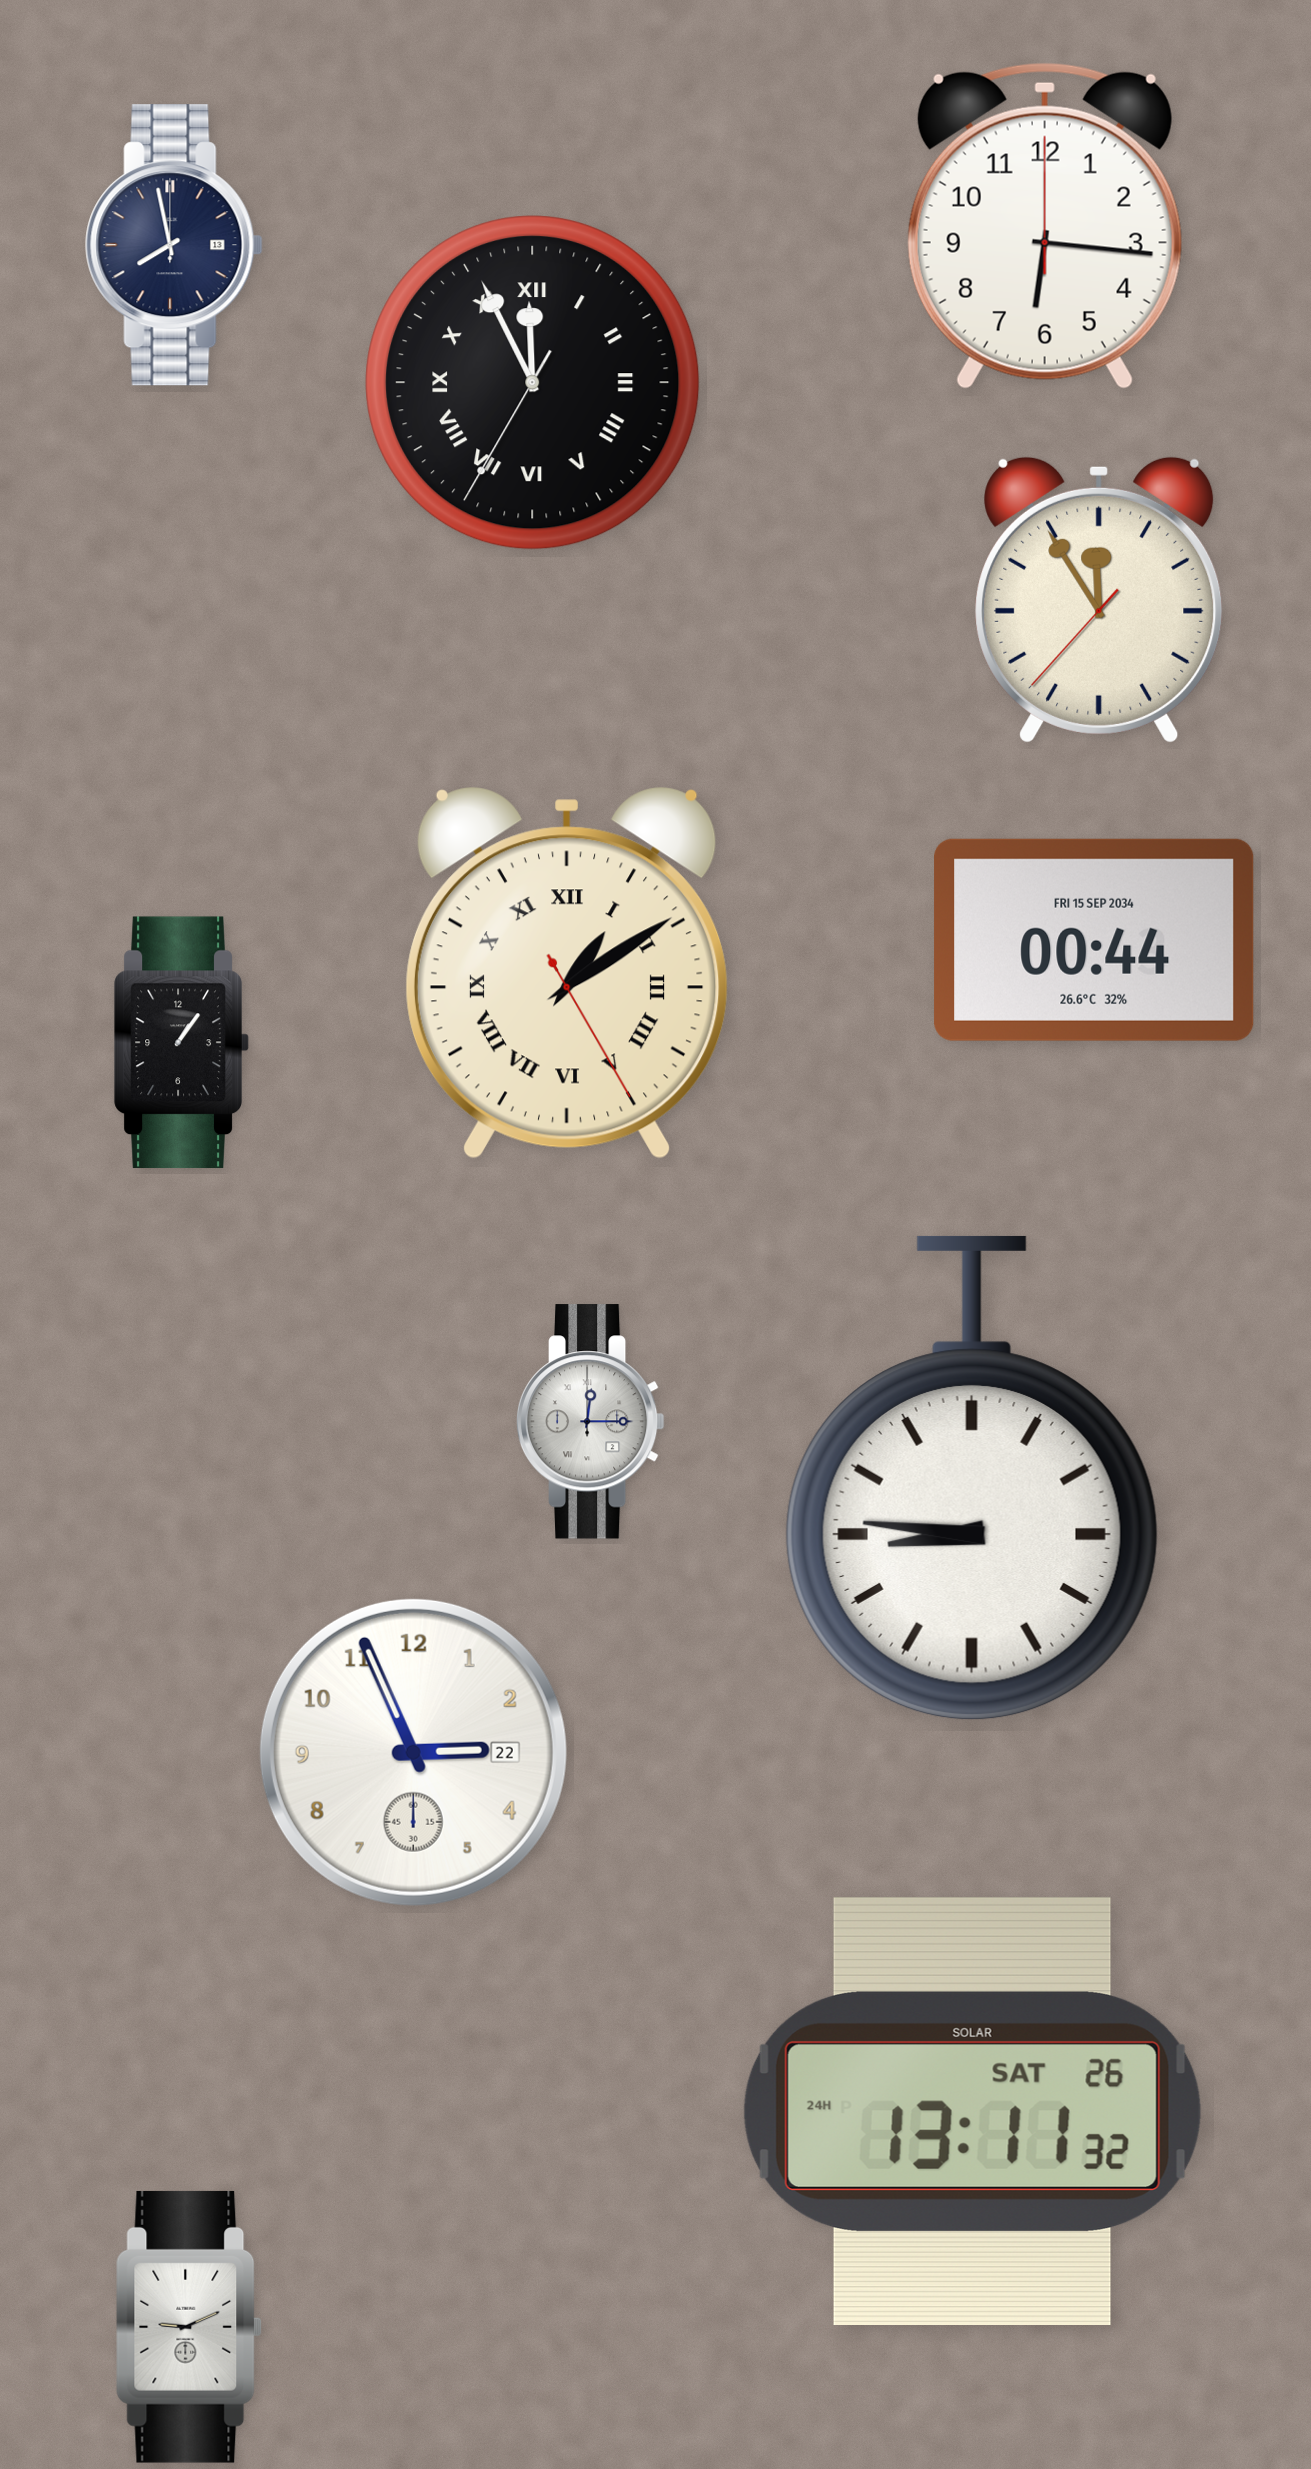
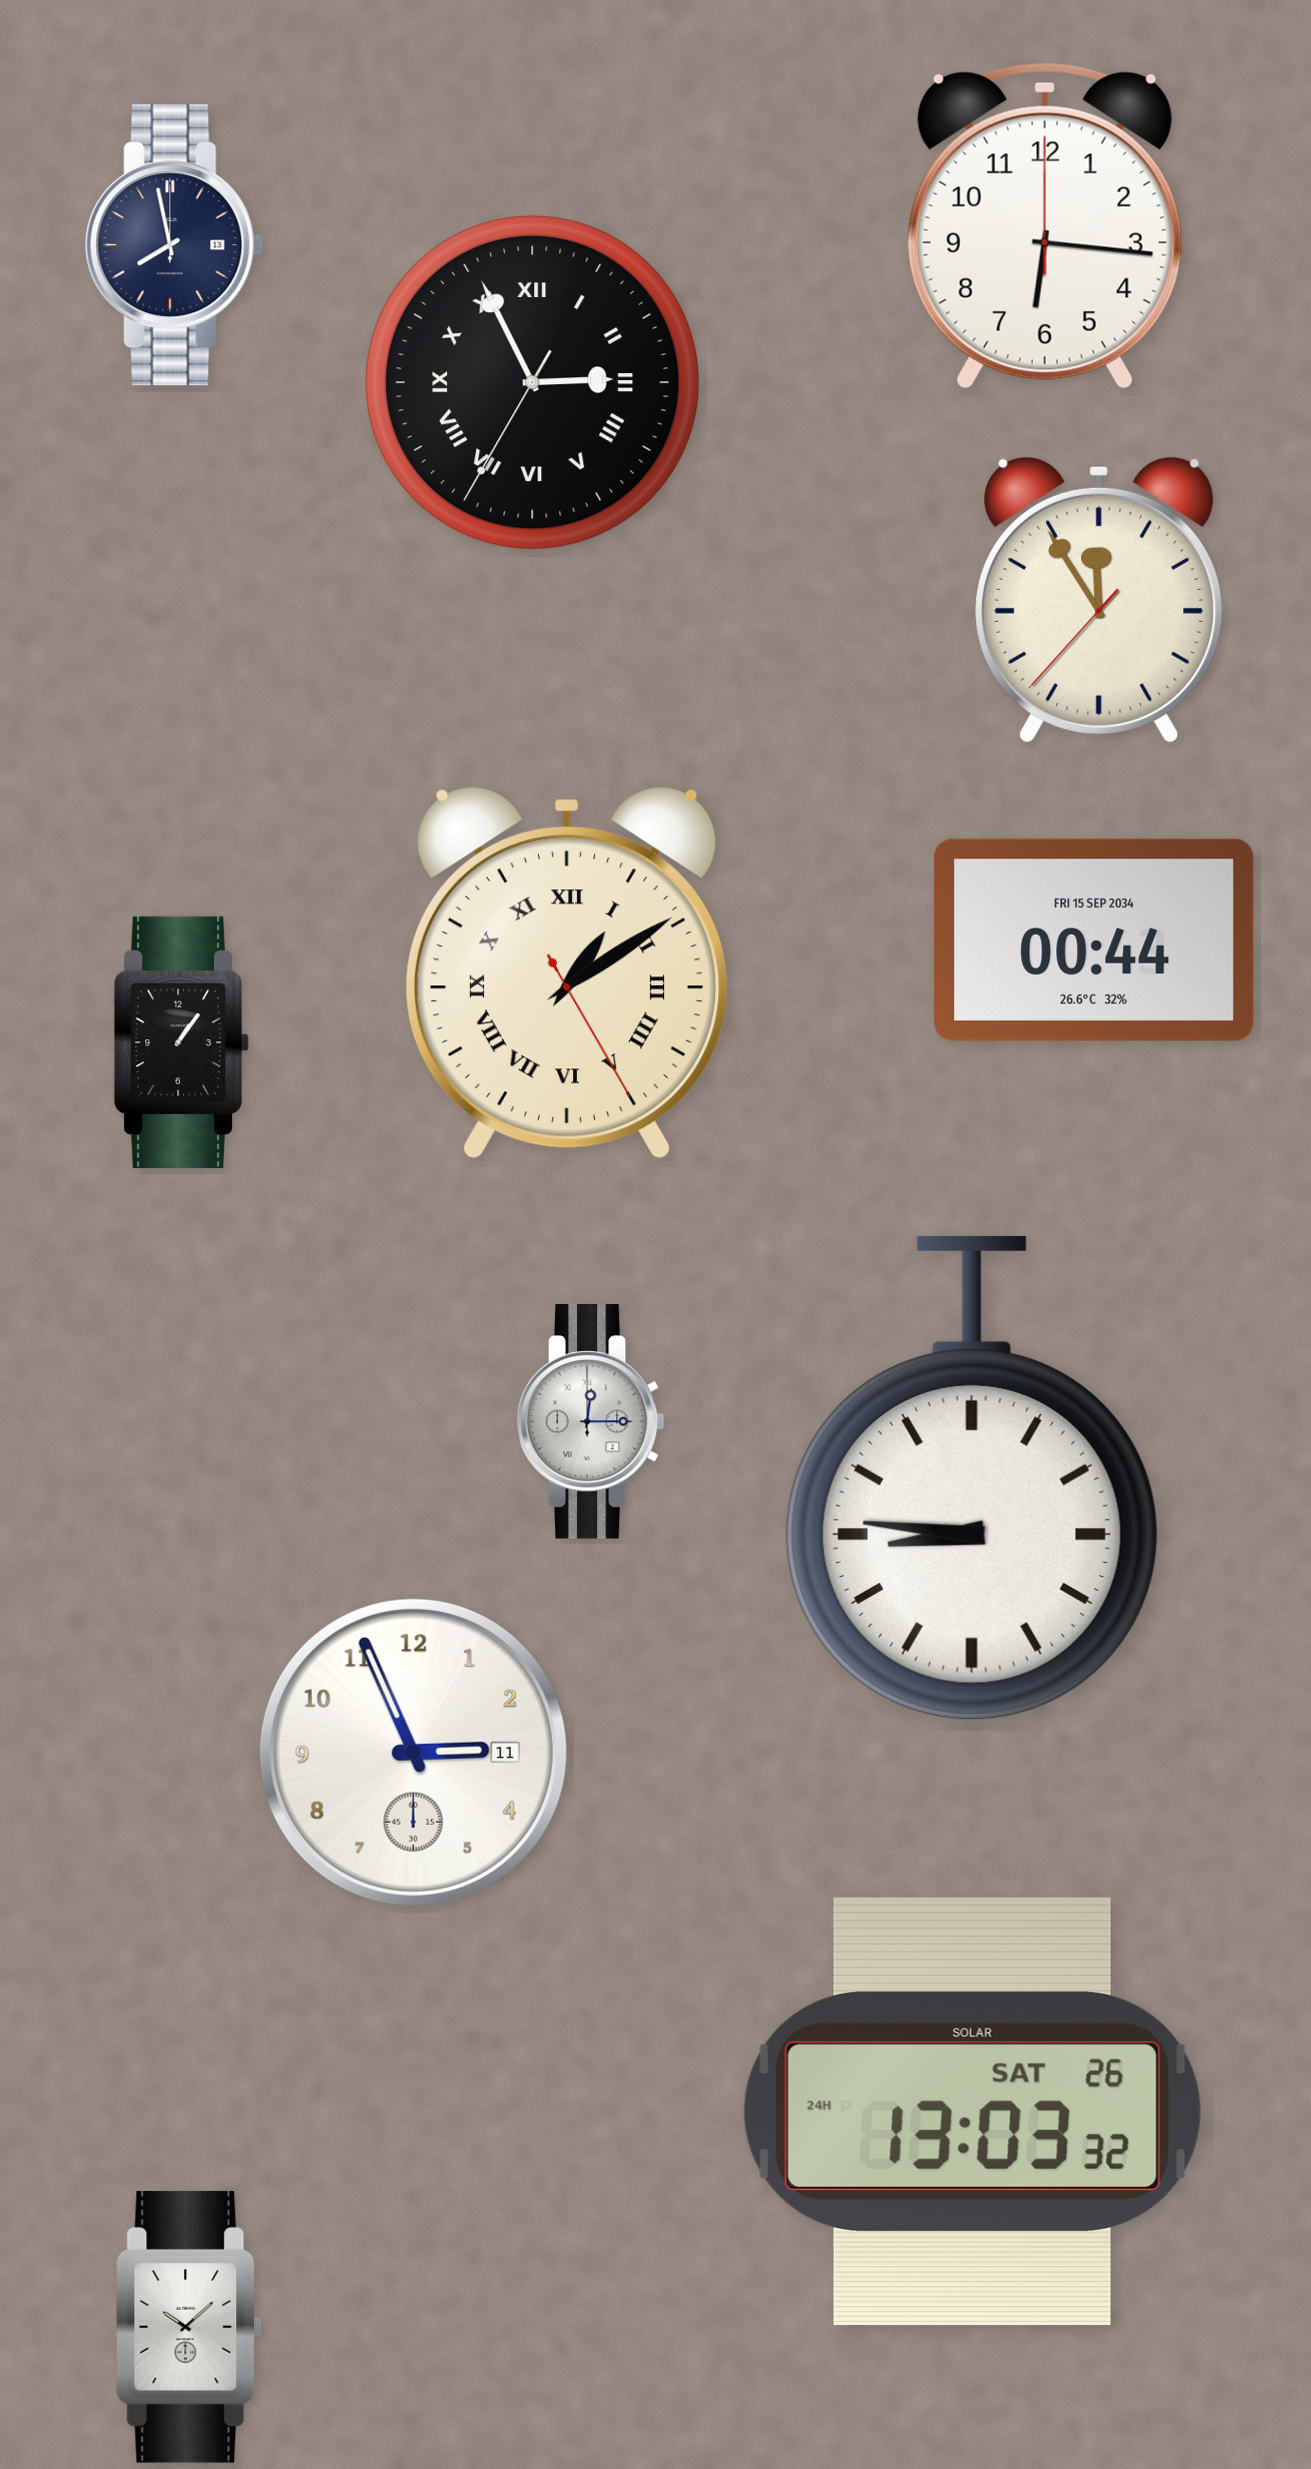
clock at (533, 383): 11:55 -> 2:55
clock at (413, 1752) date: 22 -> 11
clock at (972, 2111): 13:11 -> 13:03
clock at (189, 2327): 9:11 -> 10:08
